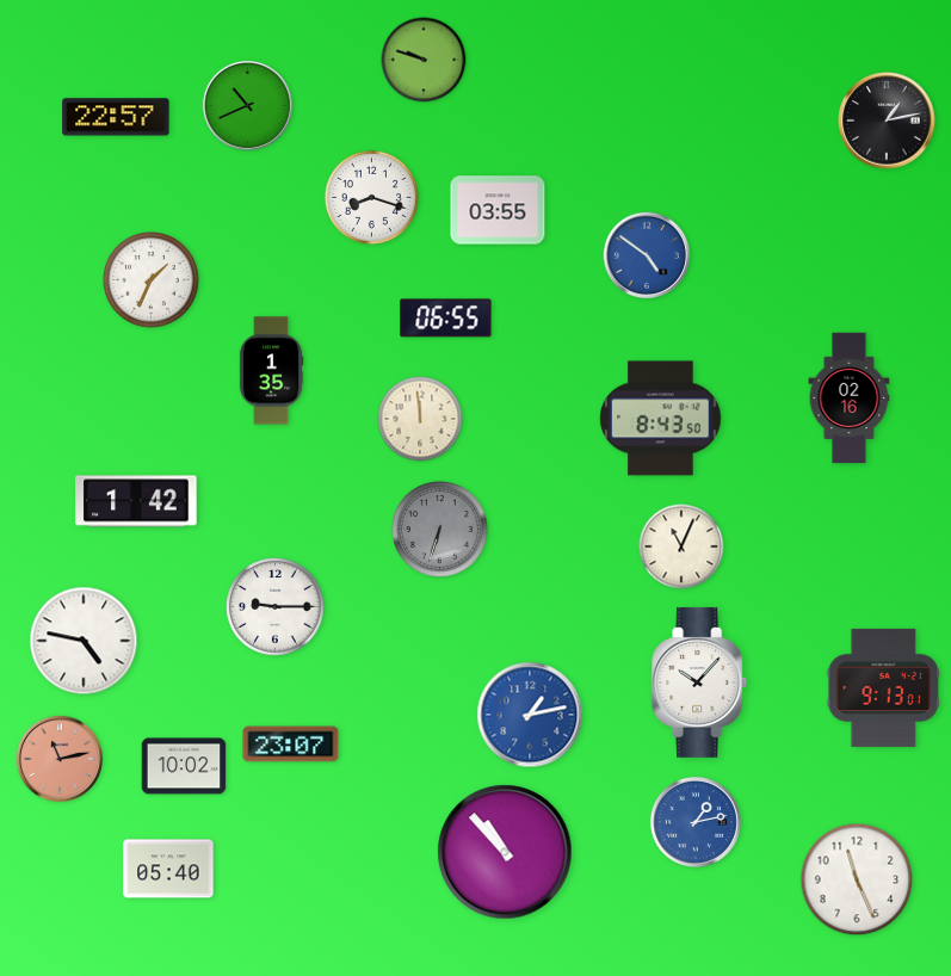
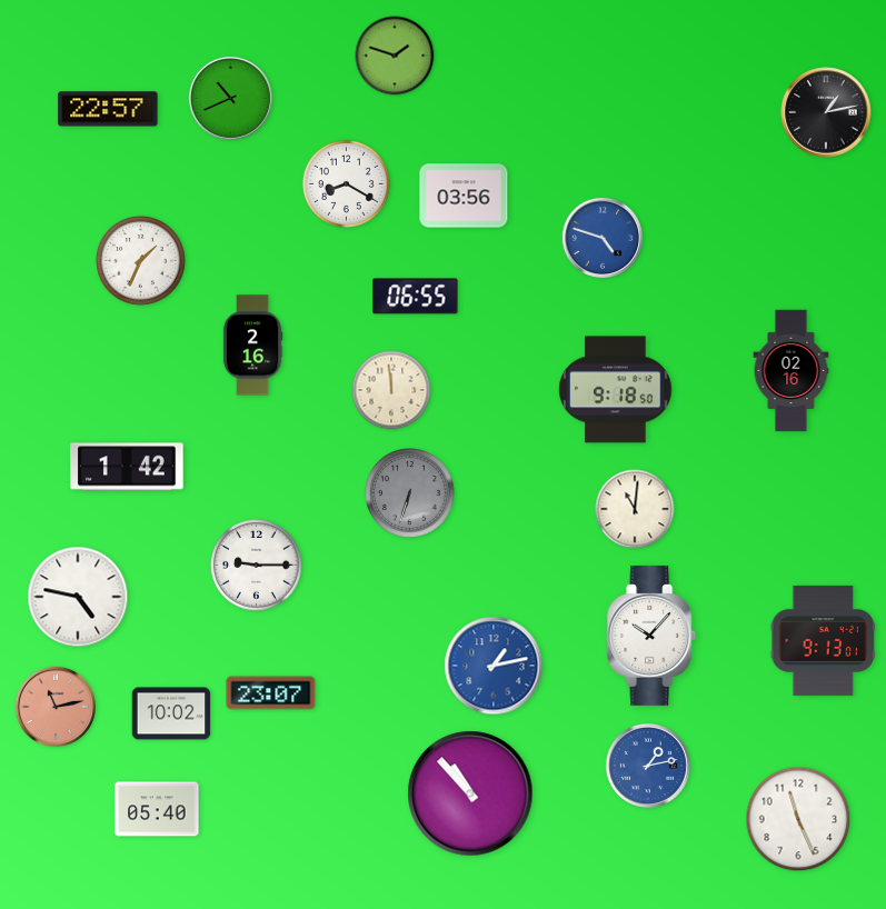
clock at (424, 60): 9:48 -> 1:48
clock at (371, 197): 8:18 -> 8:20
clock at (498, 210): 03:55 -> 03:56
clock at (646, 254): 4:51 -> 4:48
clock at (271, 371): 1:35 -> 2:16
clock at (661, 419): 8:43 -> 9:18
clock at (681, 546): 11:04 -> 11:01
